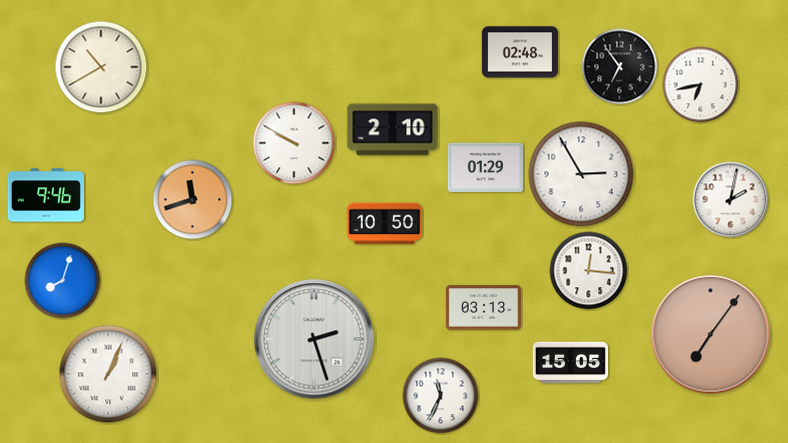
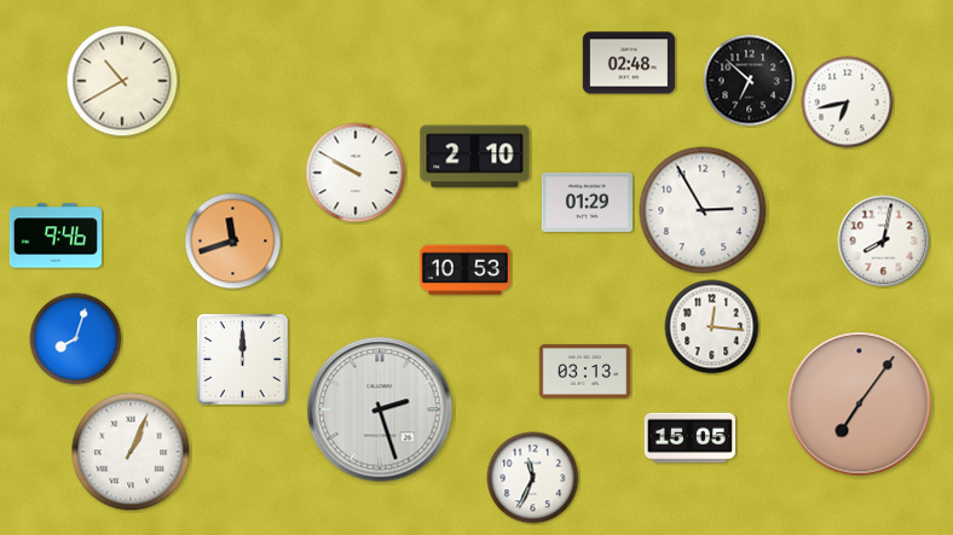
clock at (620, 67): 6:54 -> 6:52
clock at (731, 200): 2:02 -> 8:02
clock at (385, 224): 10:50 -> 10:53
clock at (243, 360): none -> 12:00
